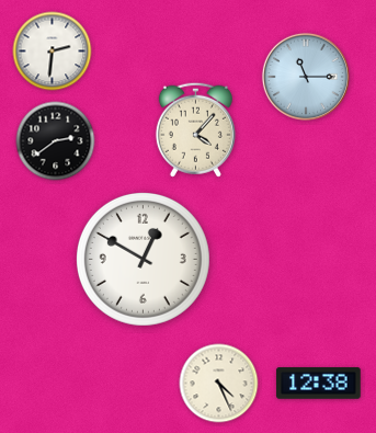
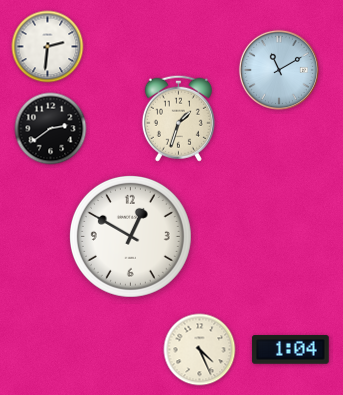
clock at (306, 77): 11:15 -> 11:10
clock at (195, 129): 4:07 -> 1:33
clock at (319, 384): 12:38 -> 1:04
